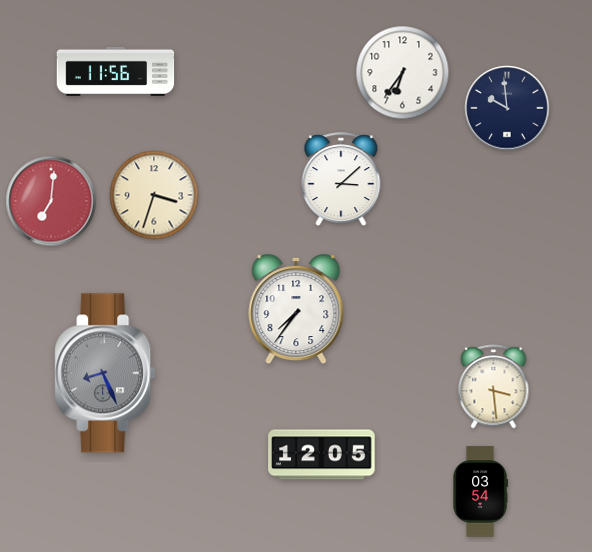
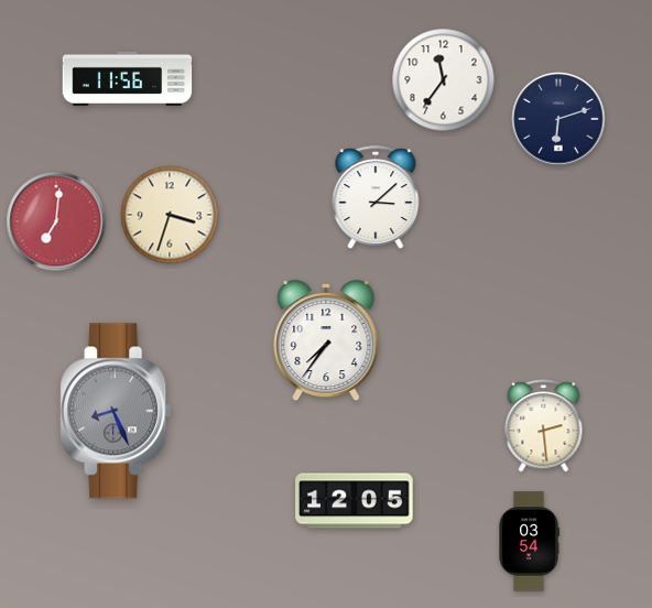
clock at (403, 73): 6:36 -> 11:36
clock at (507, 108): 9:59 -> 6:12
clock at (494, 387): 3:29 -> 2:29
